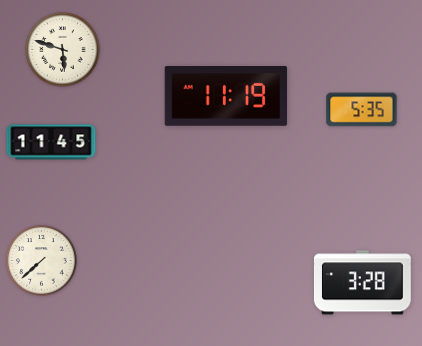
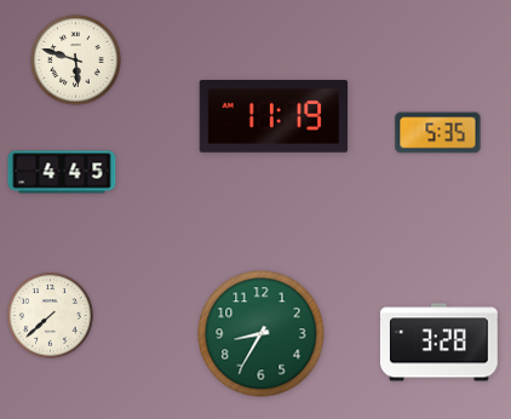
clock at (51, 142): 11:45 -> 4:45
clock at (262, 334): none -> 8:35
